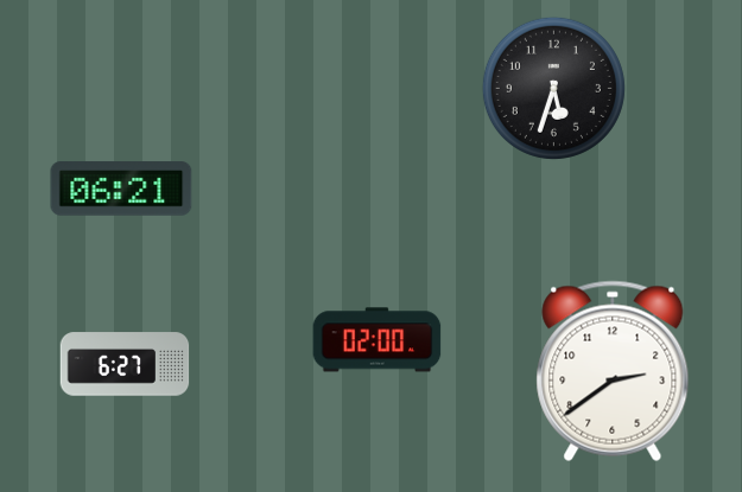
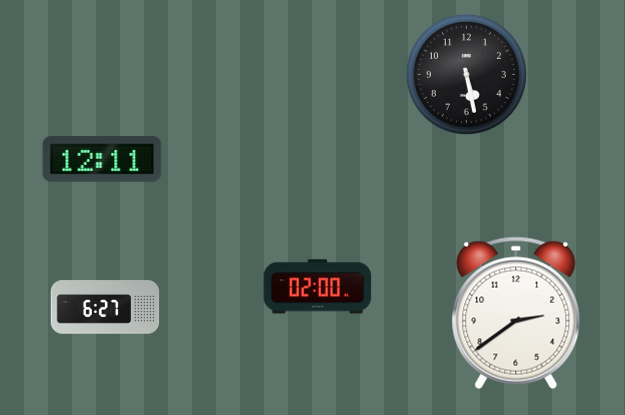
clock at (553, 88): 5:33 -> 5:28
clock at (121, 189): 06:21 -> 12:11
